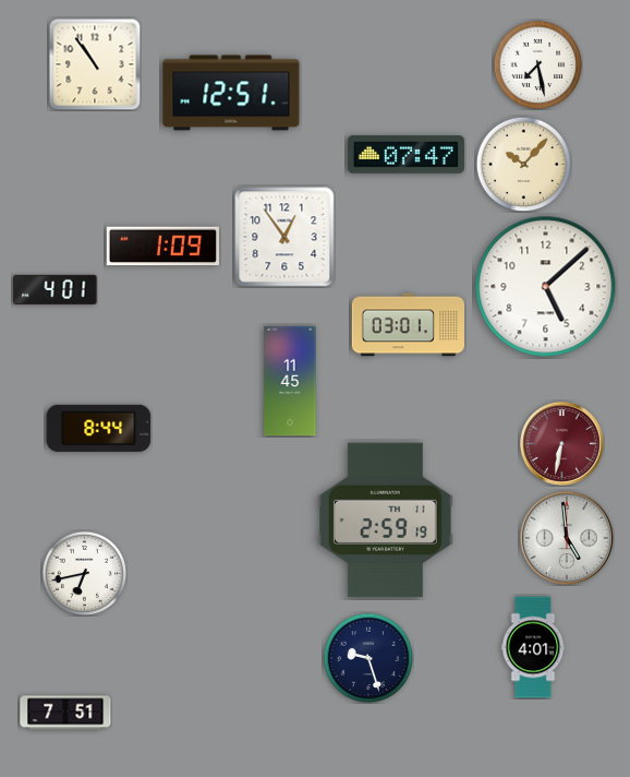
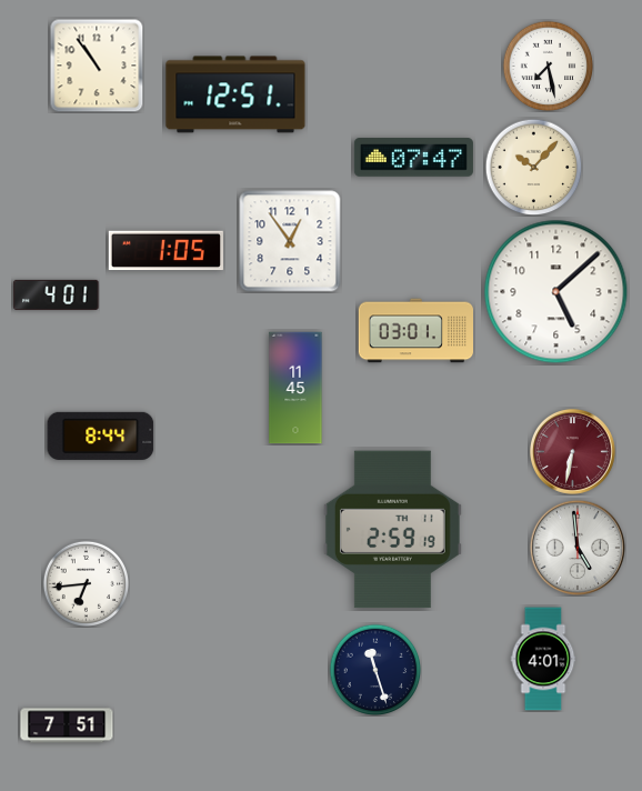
clock at (162, 247): 1:09 -> 1:05
clock at (84, 573): 6:43 -> 6:44
clock at (368, 658): 9:27 -> 11:27
